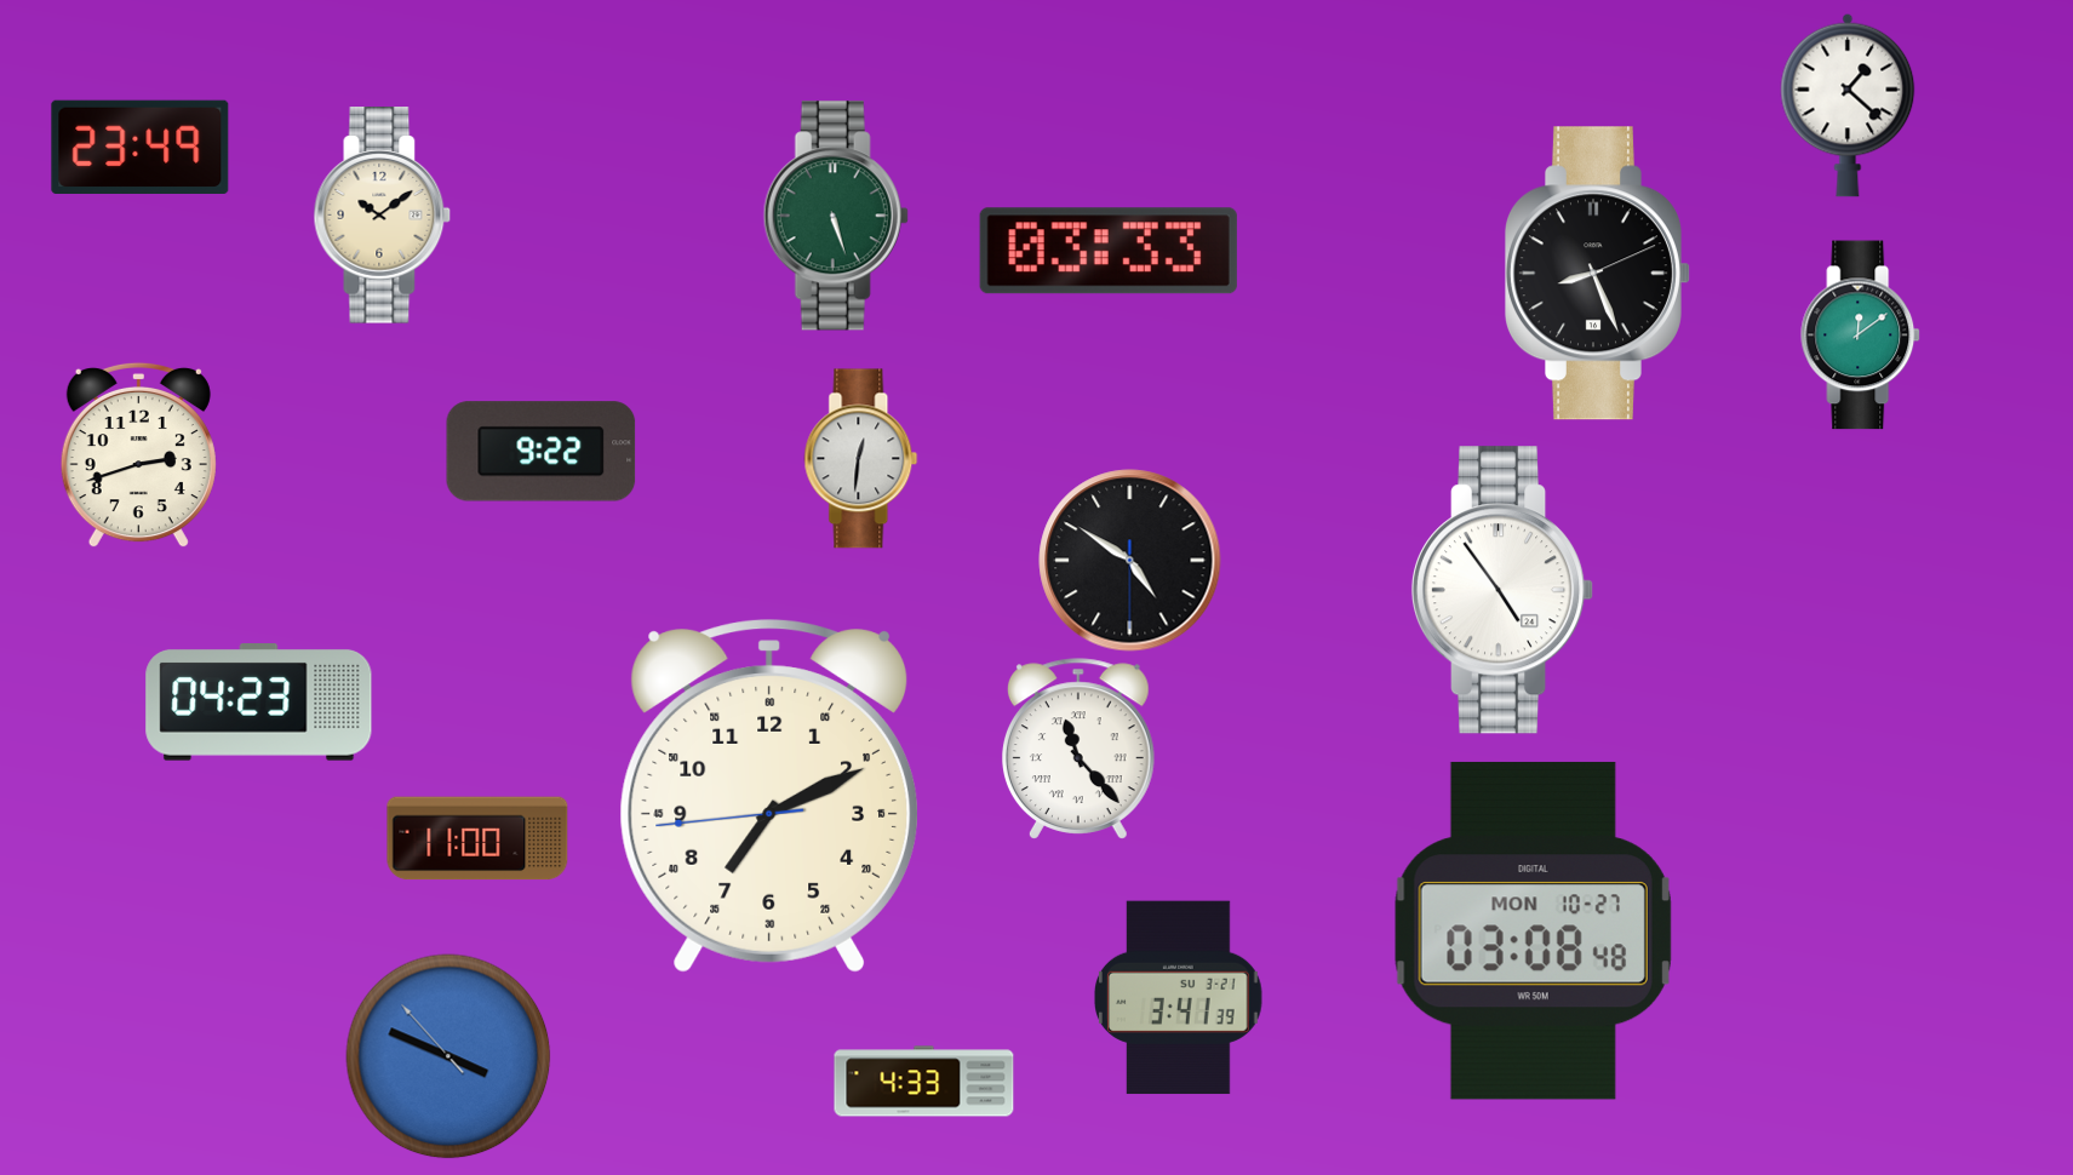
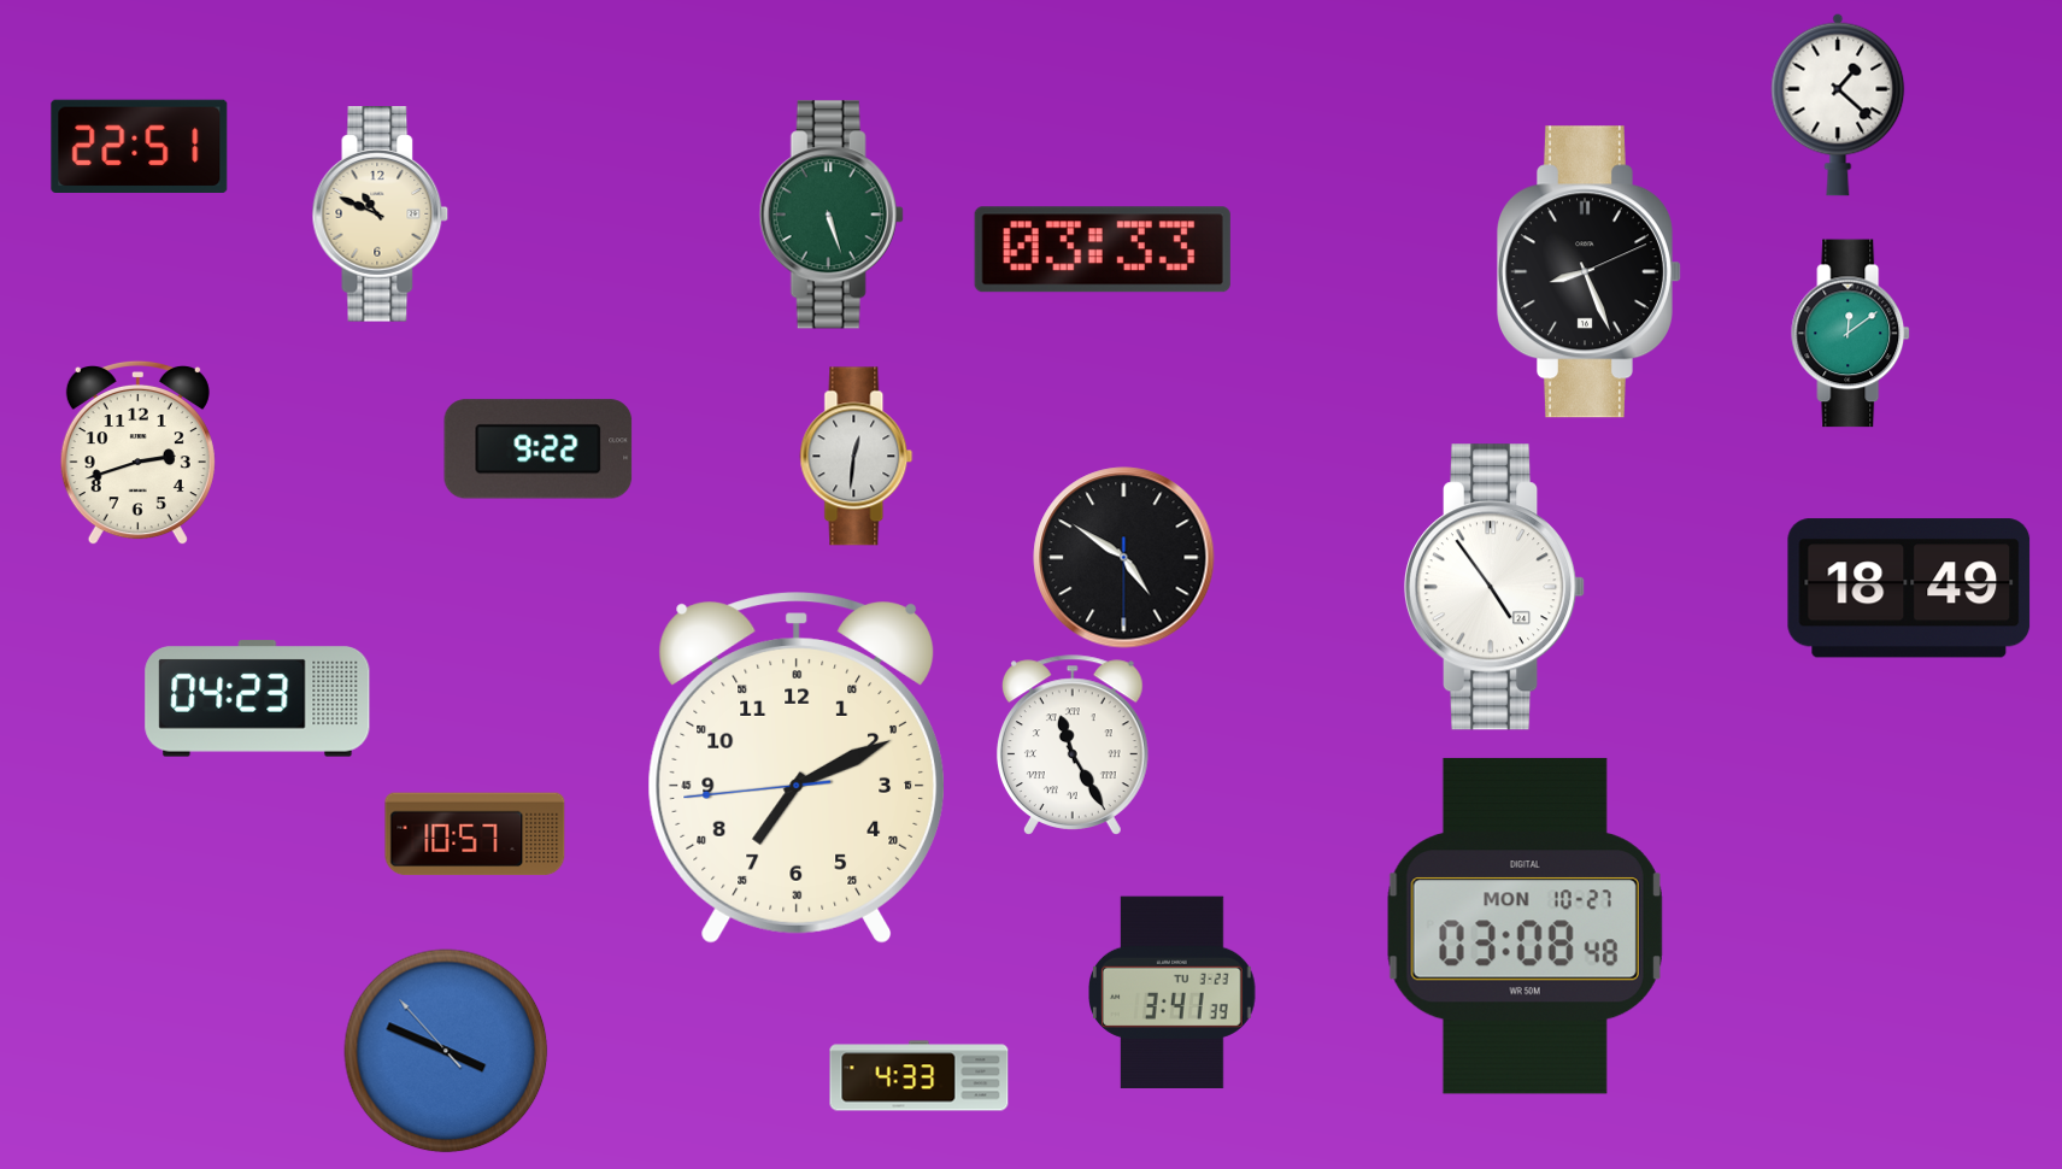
clock at (141, 147): 23:49 -> 22:51
clock at (383, 216): 10:09 -> 10:49
clock at (1909, 588): none -> 18:49
clock at (1078, 749): 11:23 -> 11:25
clock at (768, 796) position: (768, 796) -> (795, 768)
clock at (477, 838): 11:00 -> 10:57
clock at (1179, 998) date: SU 3-21 -> TU 3-23
